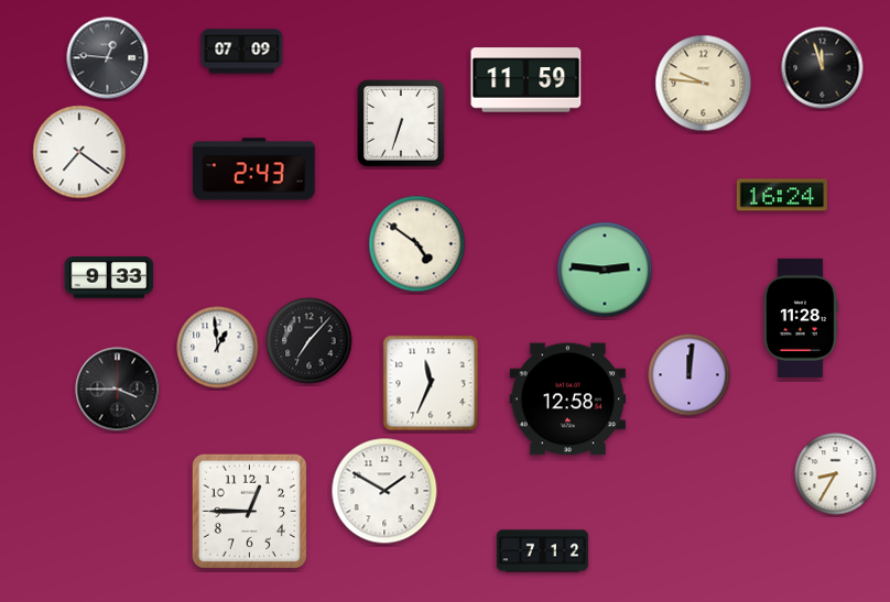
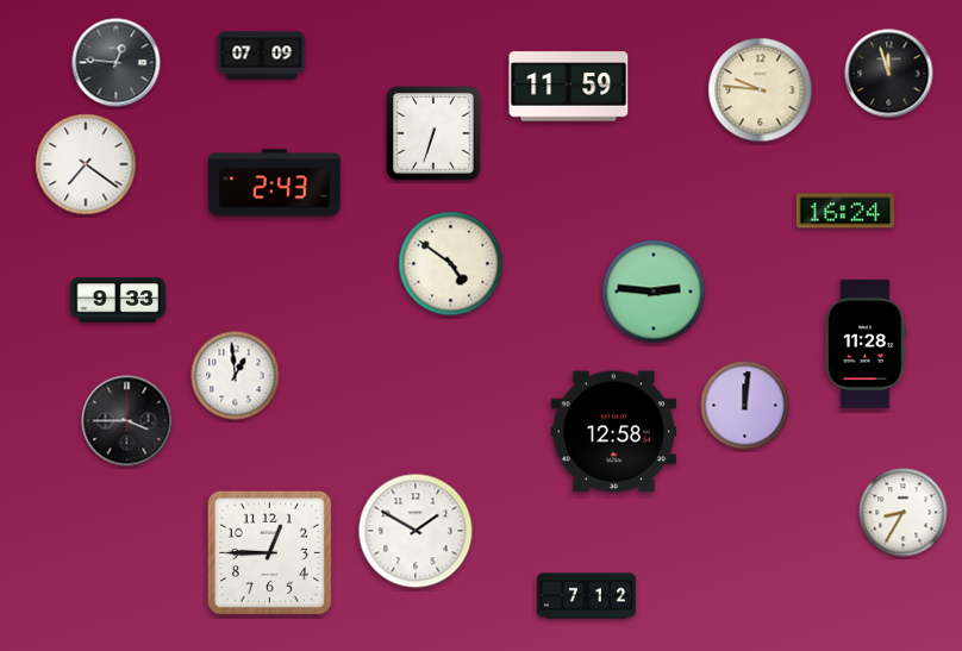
clock at (310, 341): 7:07 -> none
clock at (431, 383): 11:34 -> none
